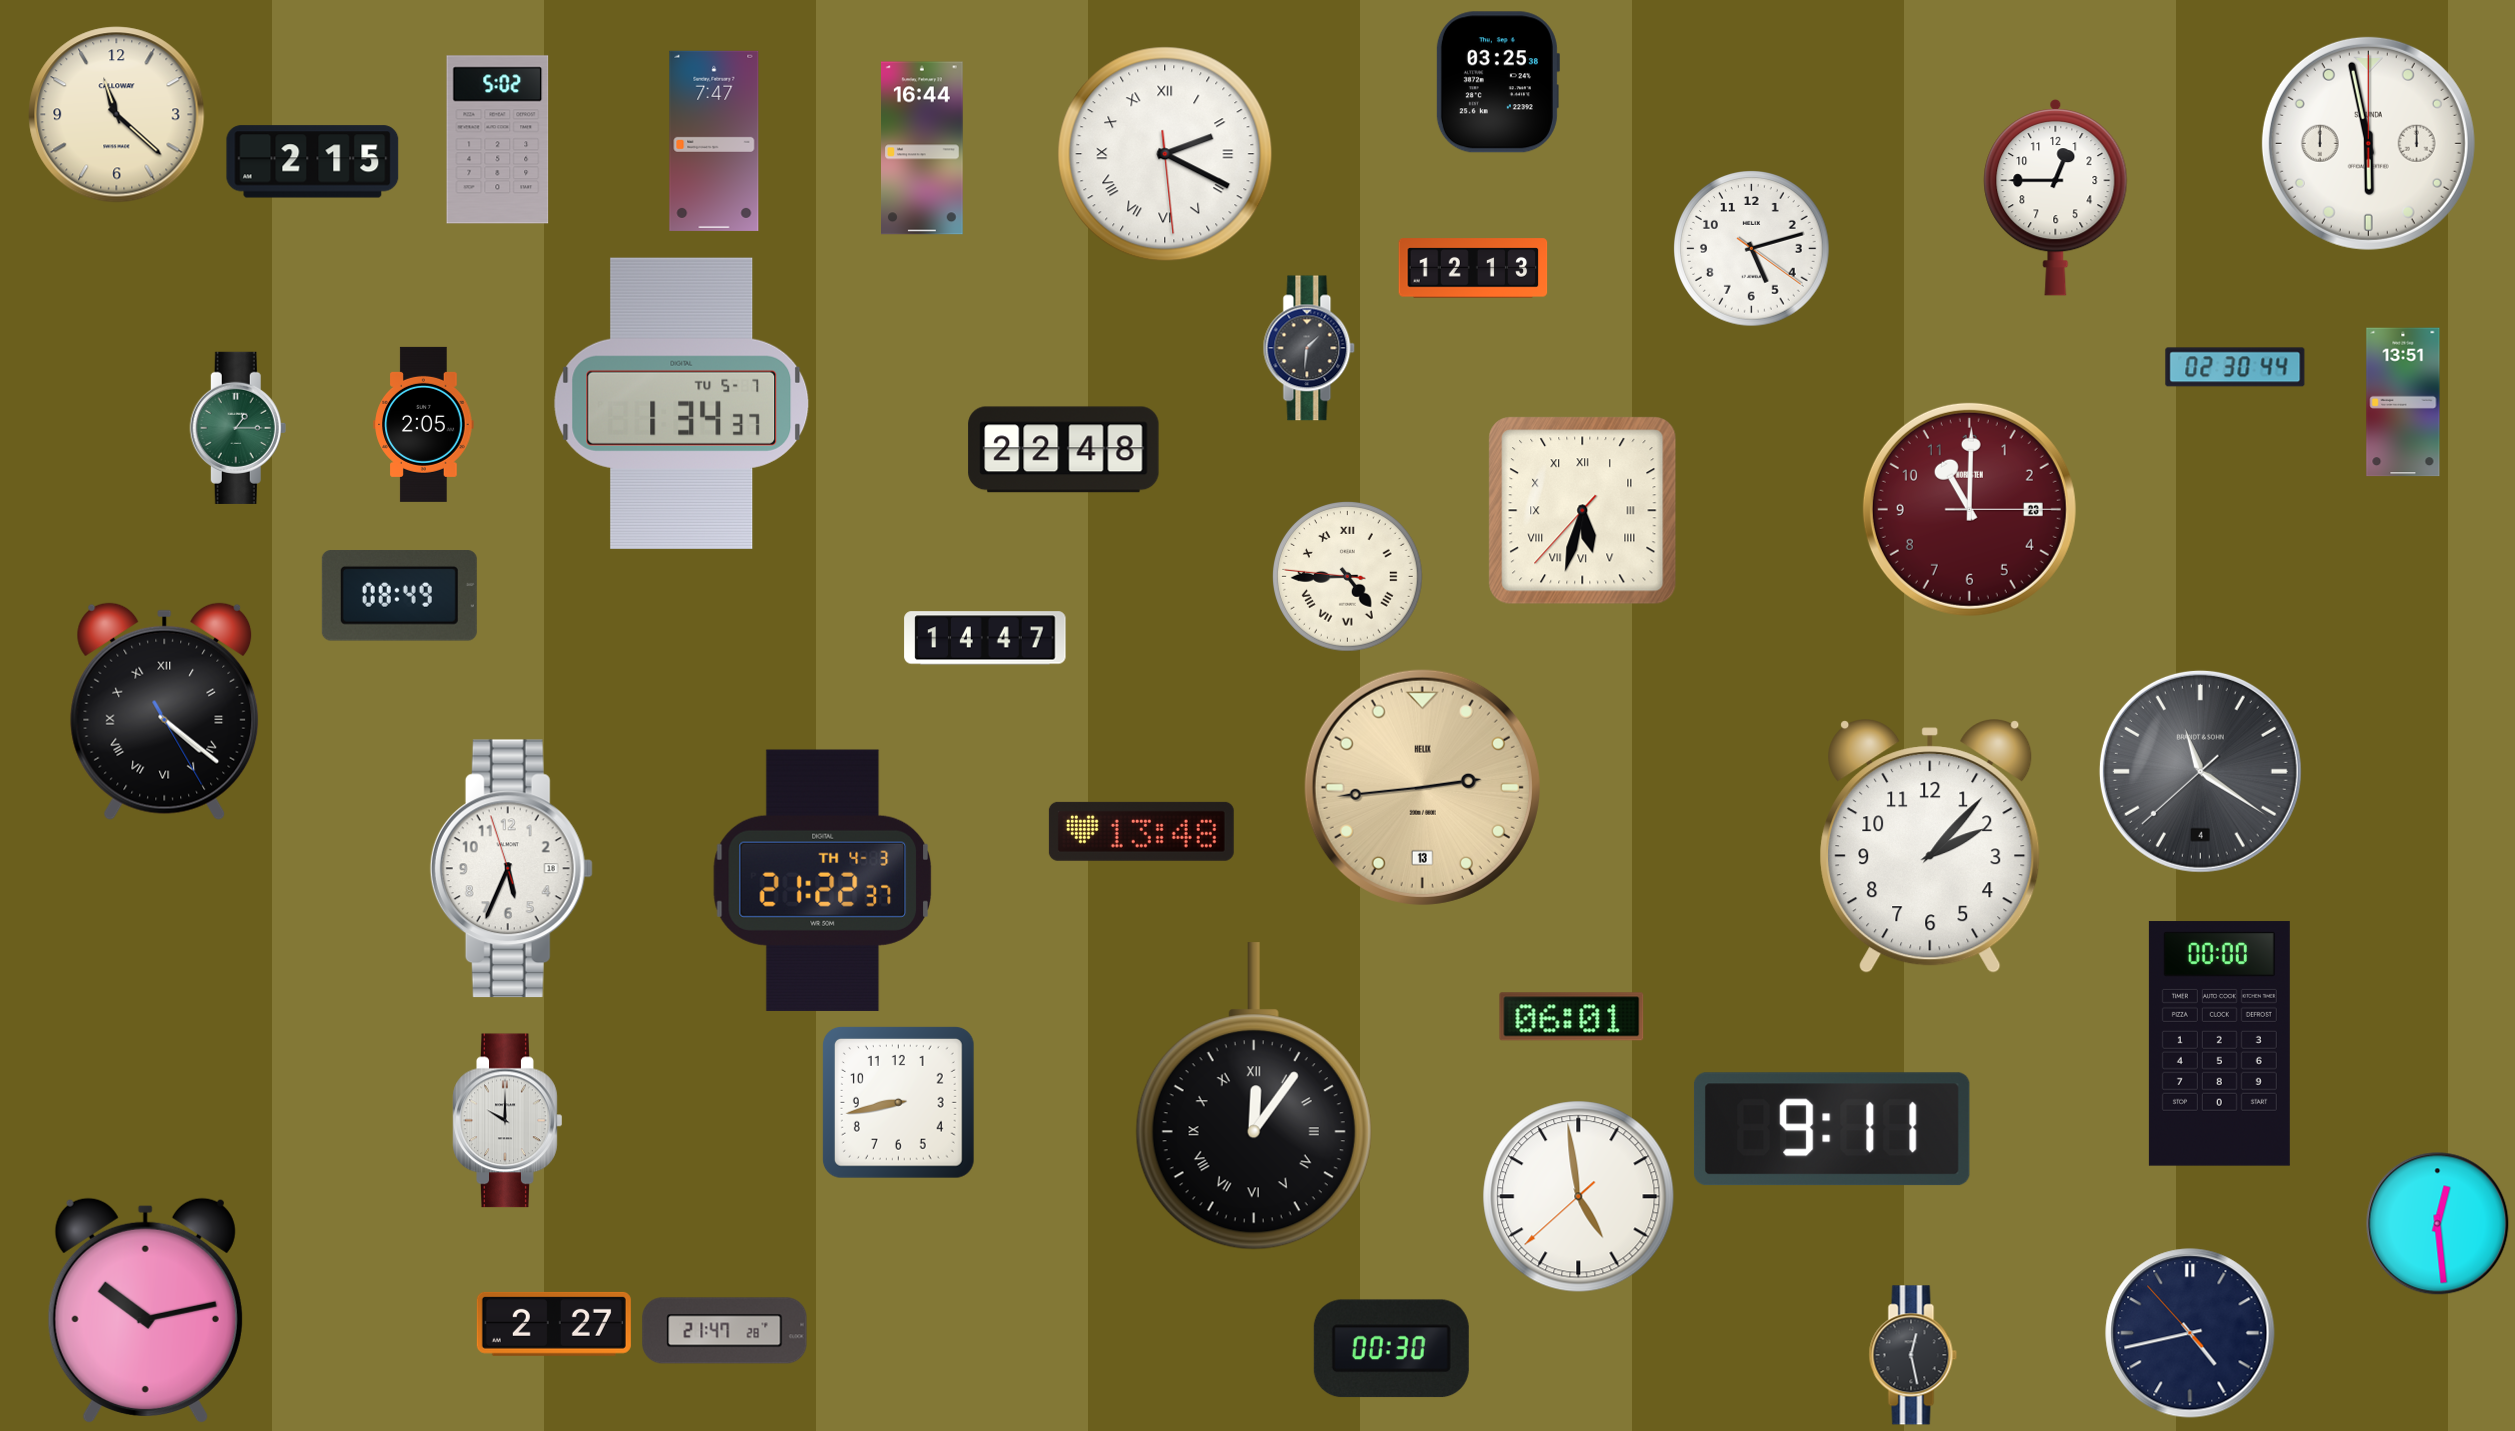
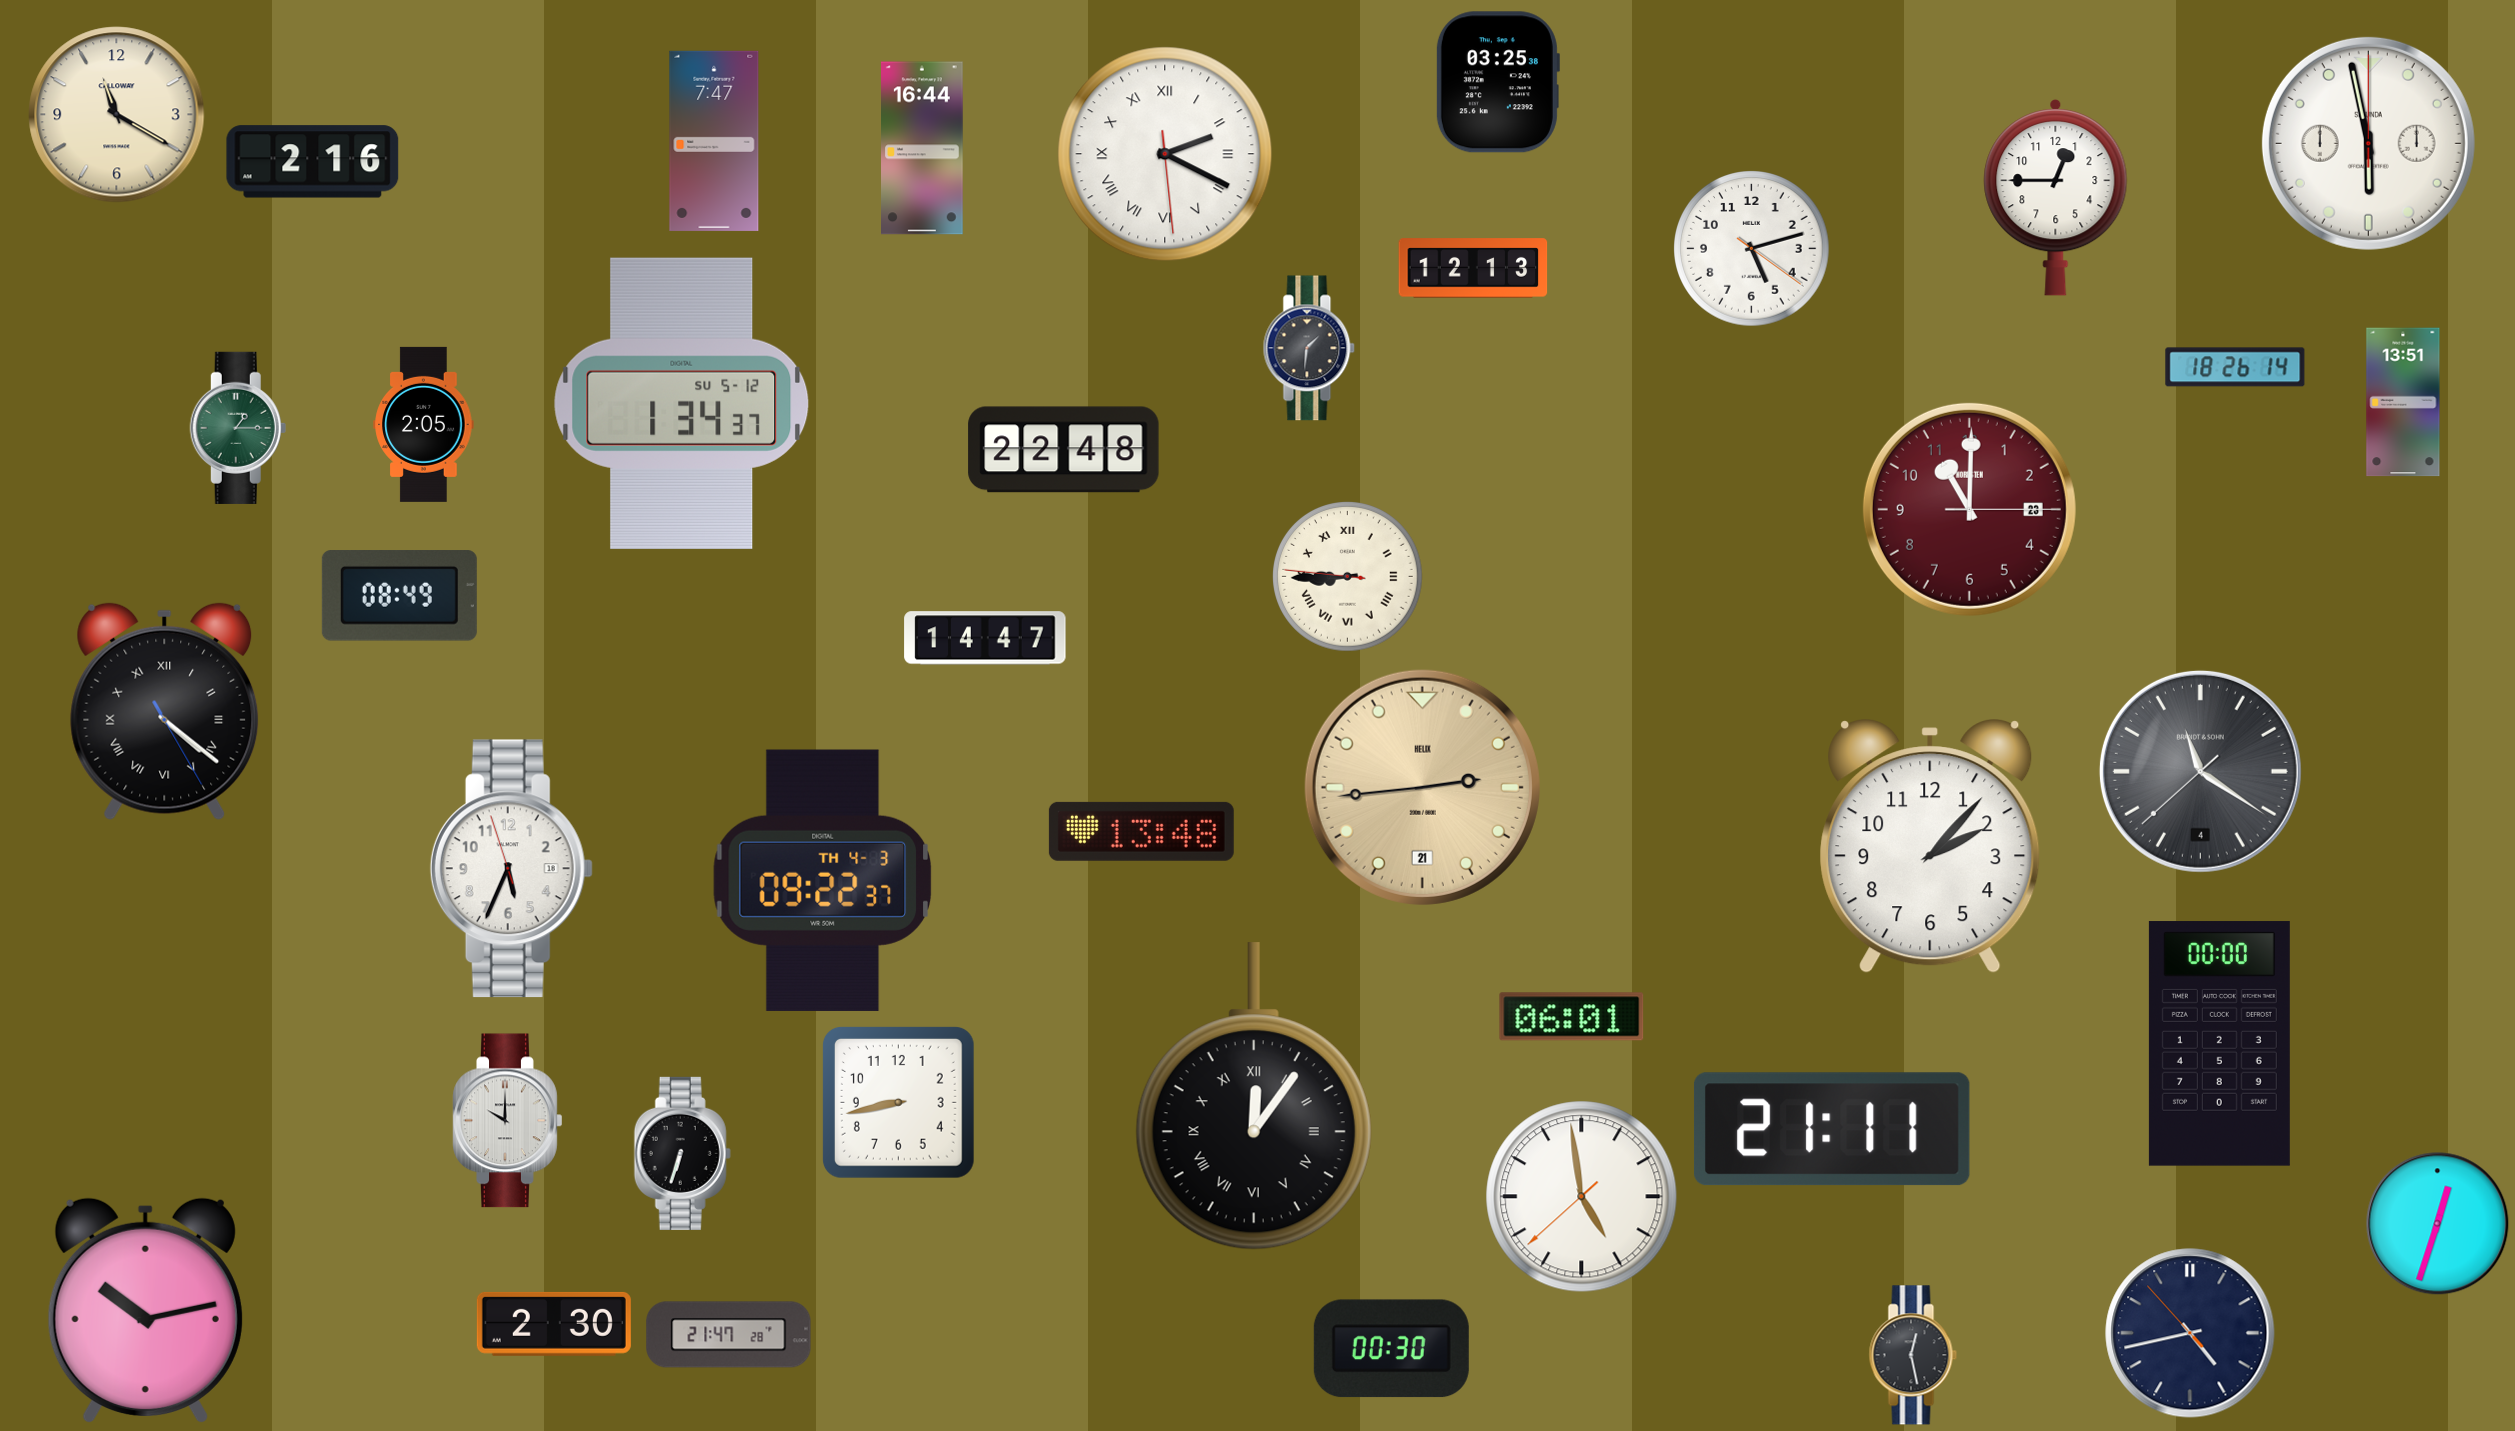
clock at (117, 115): 11:22 -> 11:20
clock at (498, 140): 5:02 -> none
clock at (313, 162): 2:15 -> 2:16
clock at (2235, 367): 02:30 -> 18:26
clock at (682, 403) date: TU 5-7 -> SU 5-12
clock at (1583, 511): 5:32 -> none
clock at (1348, 577): 4:44 -> 8:44
clock at (1422, 787) date: 13 -> 21
clock at (822, 880): 21:22 -> 09:22
clock at (1832, 1129): 9:11 -> 21:11
clock at (682, 1153): none -> 6:33
clock at (1579, 1197) position: (1579, 1197) -> (1582, 1197)
clock at (2438, 1224): 12:29 -> 12:33
clock at (554, 1324): 2:27 -> 2:30
clock at (725, 1331) position: (725, 1331) -> (729, 1335)
